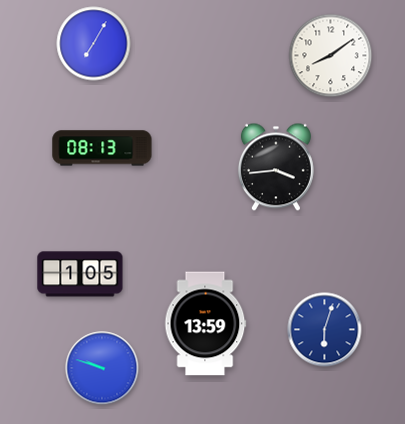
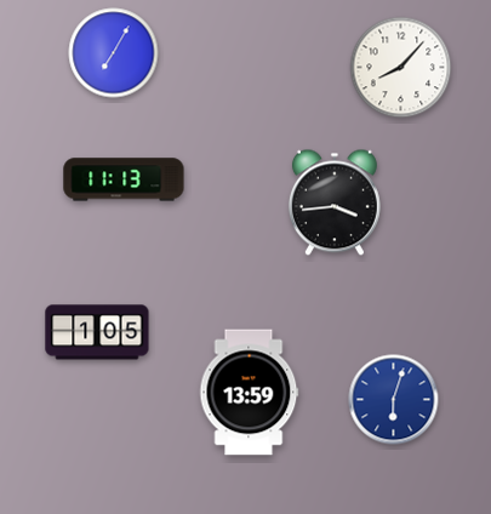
clock at (331, 56): 8:09 -> 8:07
clock at (102, 148): 08:13 -> 11:13
clock at (102, 368): 9:48 -> none
